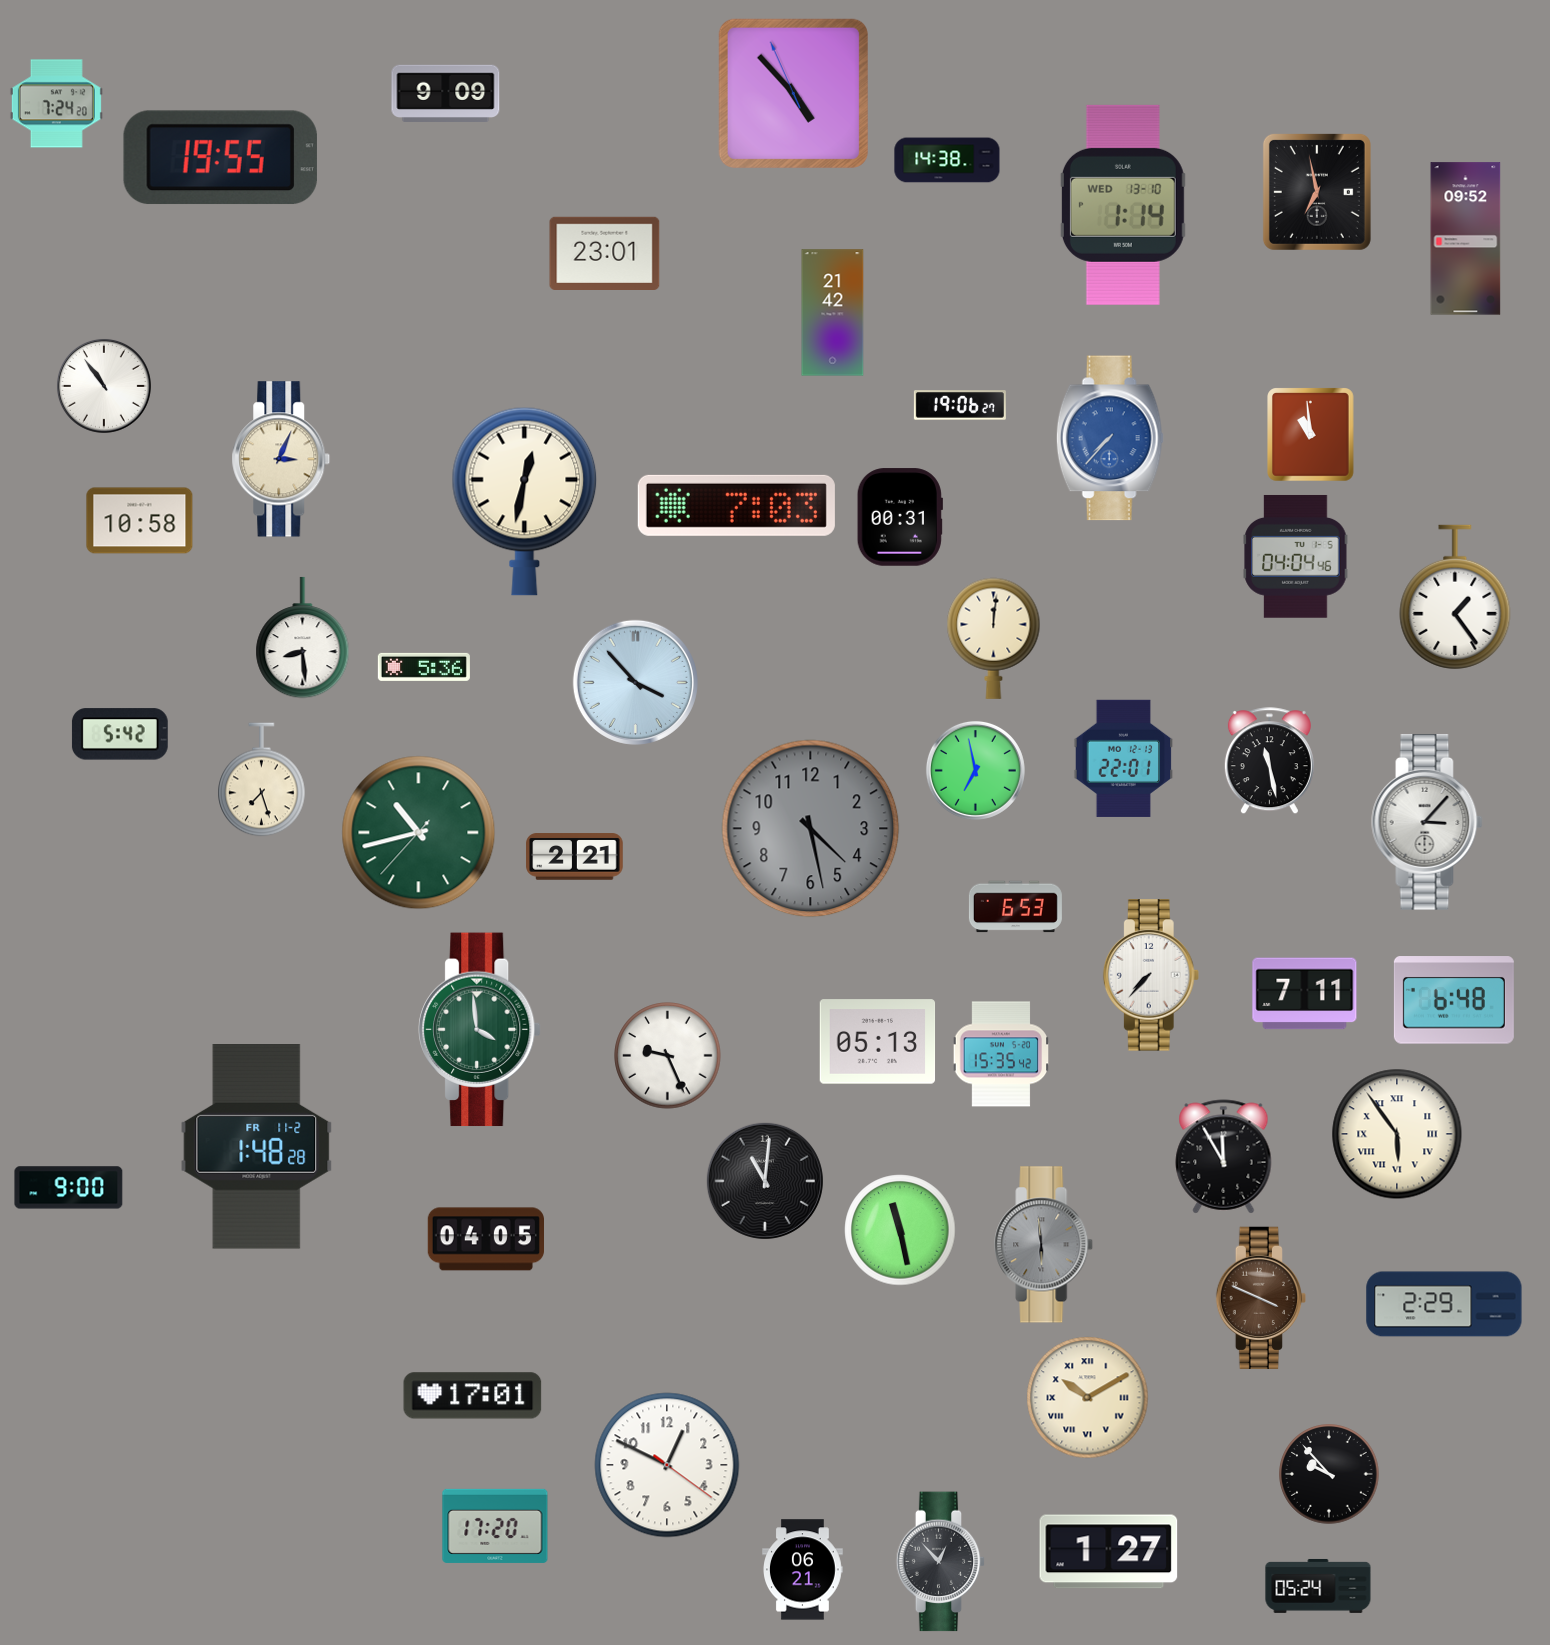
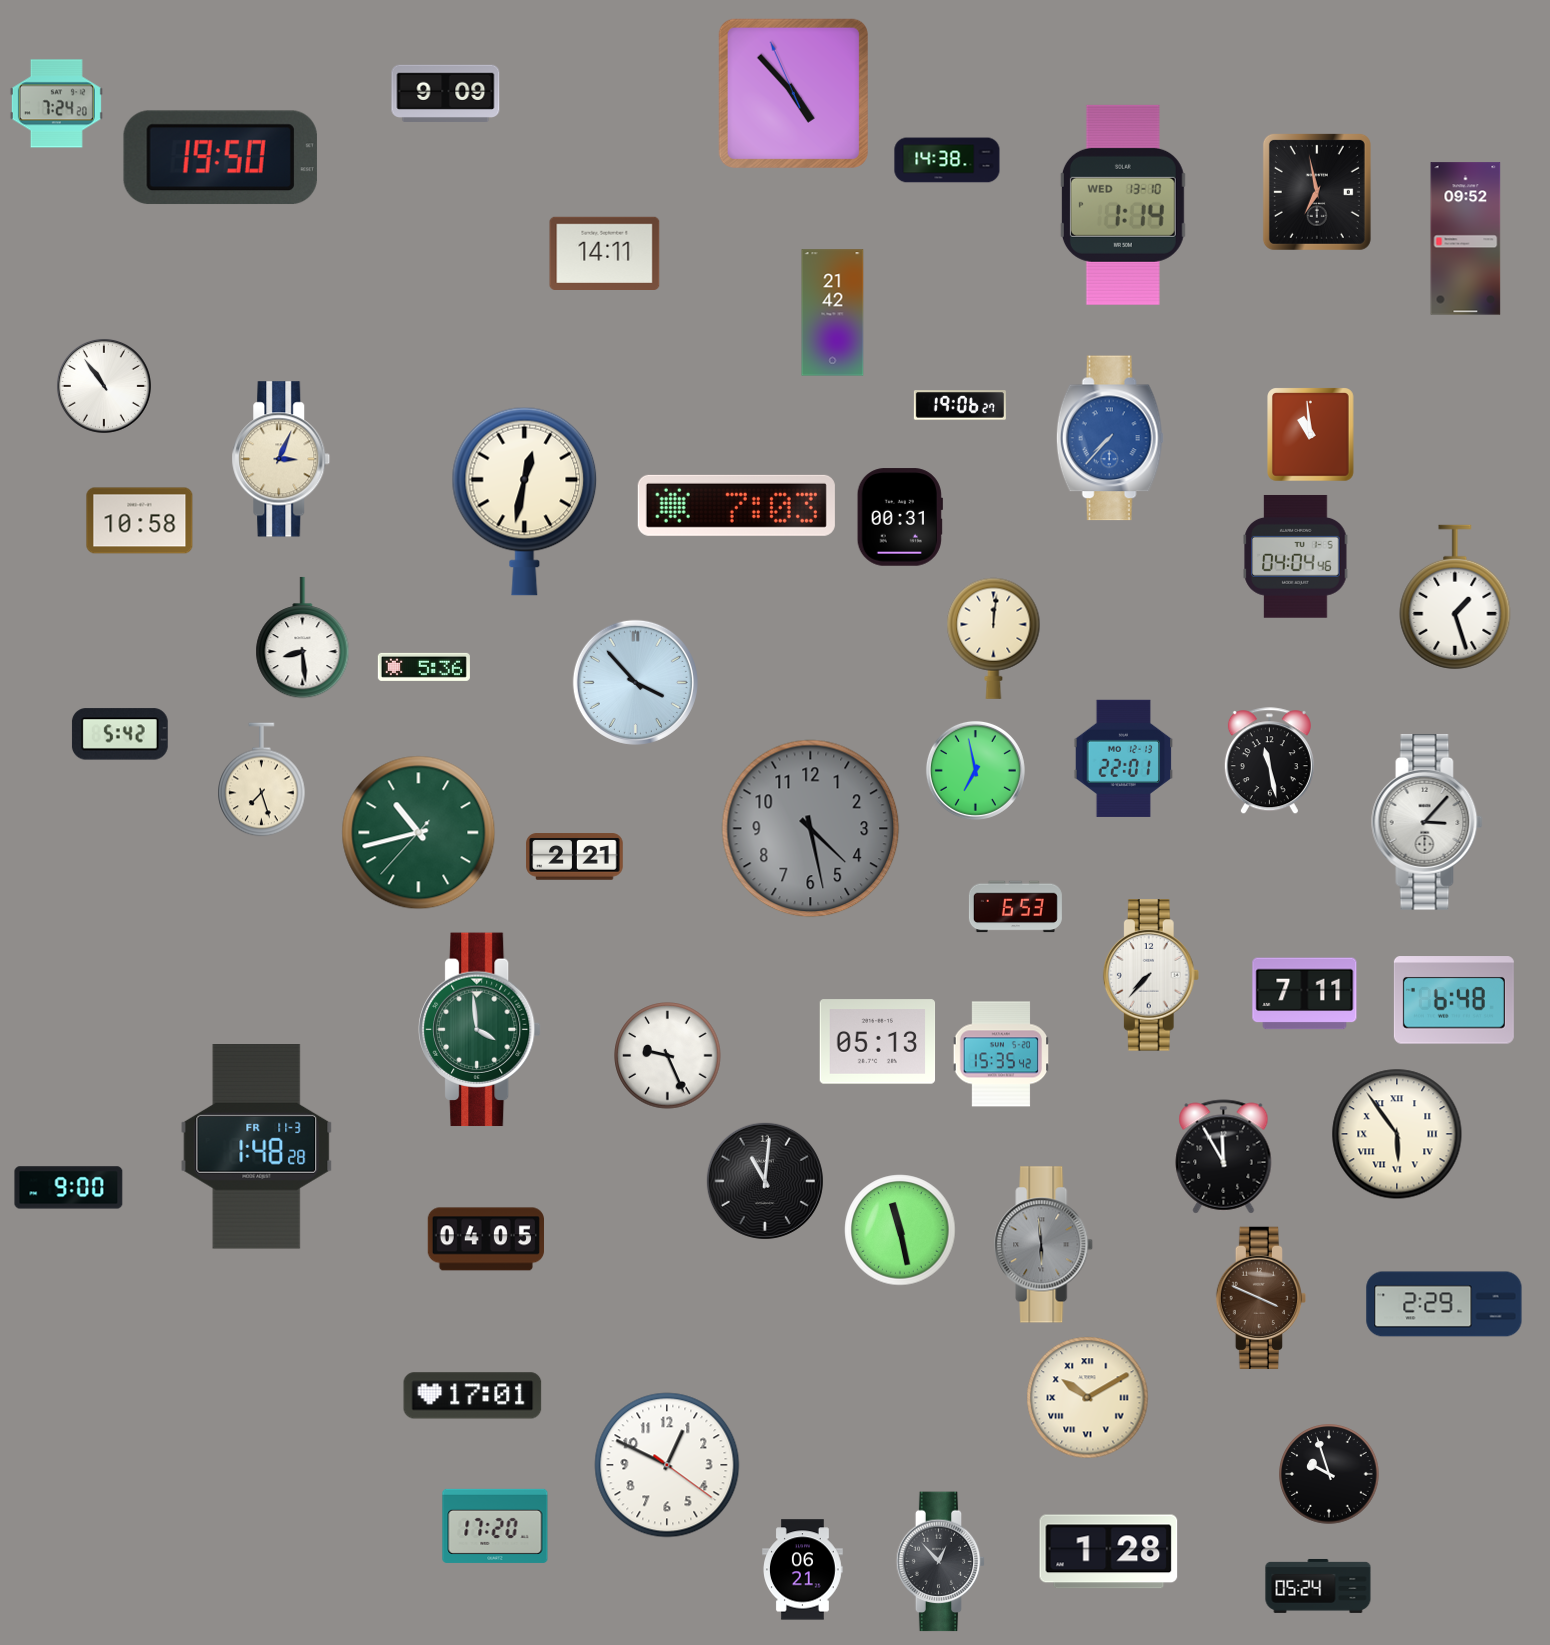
clock at (220, 158): 19:55 -> 19:50
clock at (605, 253): 23:01 -> 14:11
clock at (1455, 597): 1:24 -> 1:27
clock at (257, 1147) date: FR 11-2 -> FR 11-3
clock at (1329, 1474): 9:53 -> 9:57
clock at (1109, 1552): 1:27 -> 1:28
